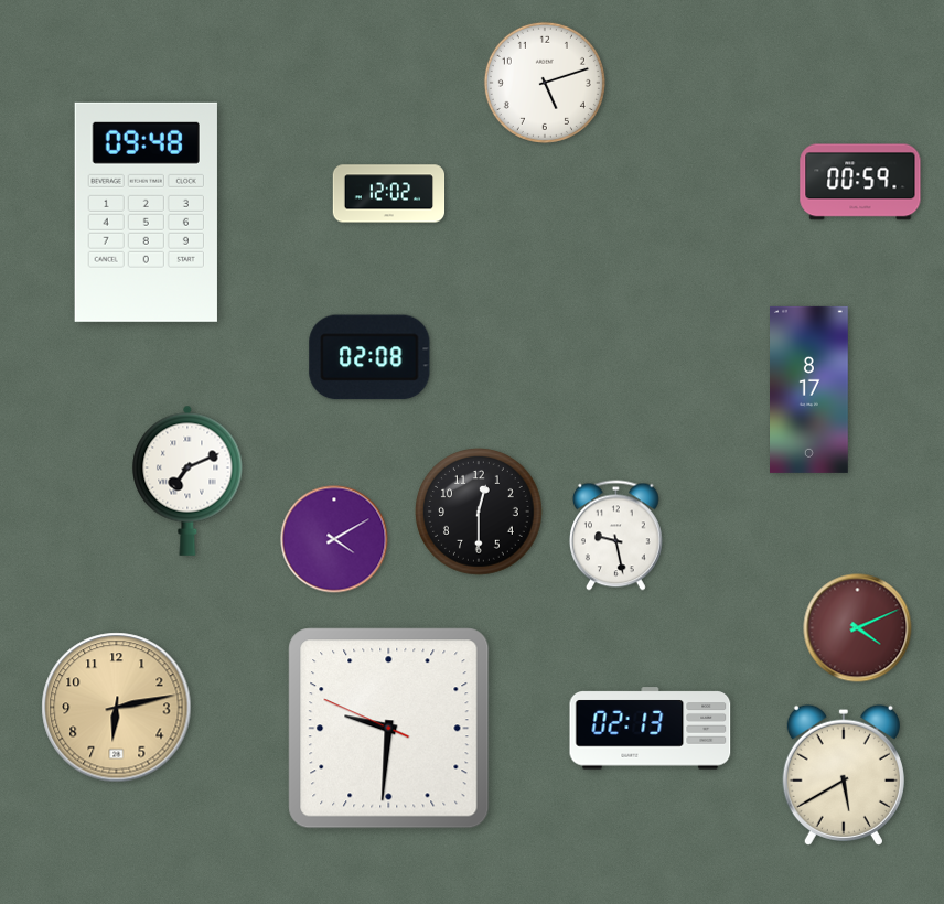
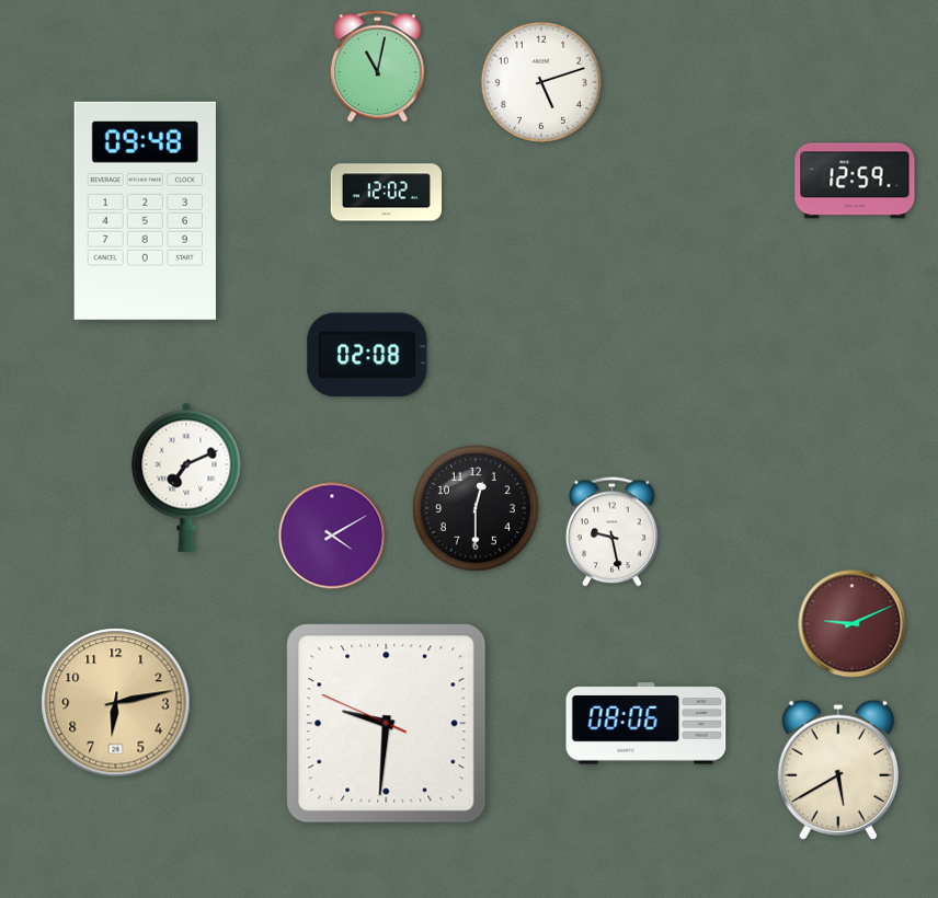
clock at (377, 67): none -> 11:02
clock at (860, 182): 00:59 -> 12:59
clock at (809, 389): 8:17 -> none
clock at (858, 628): 4:11 -> 9:11
clock at (651, 729): 02:13 -> 08:06
